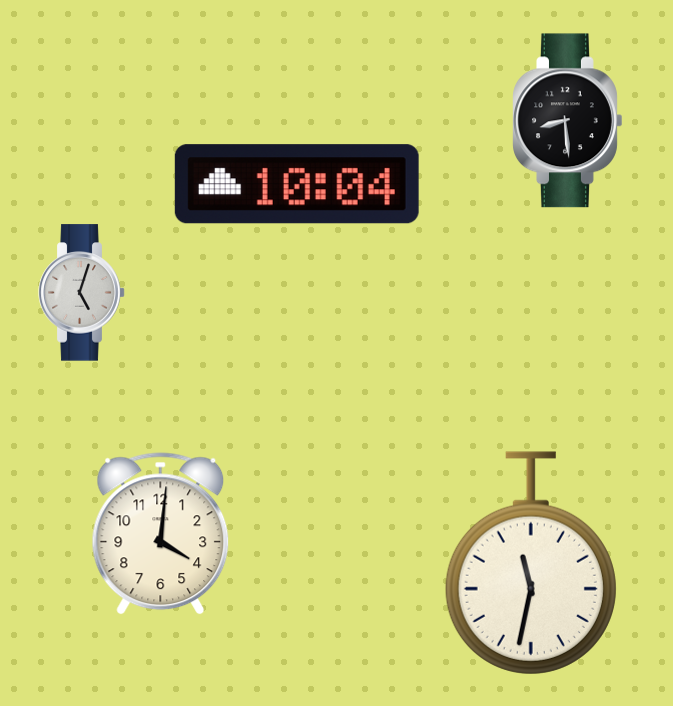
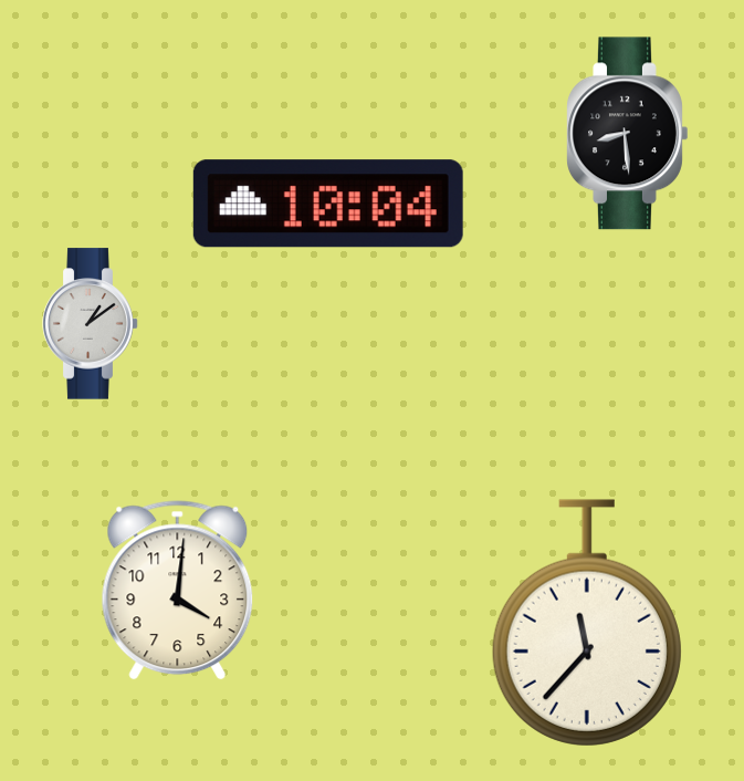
clock at (82, 293): 5:03 -> 1:09
clock at (531, 563): 11:32 -> 11:37
